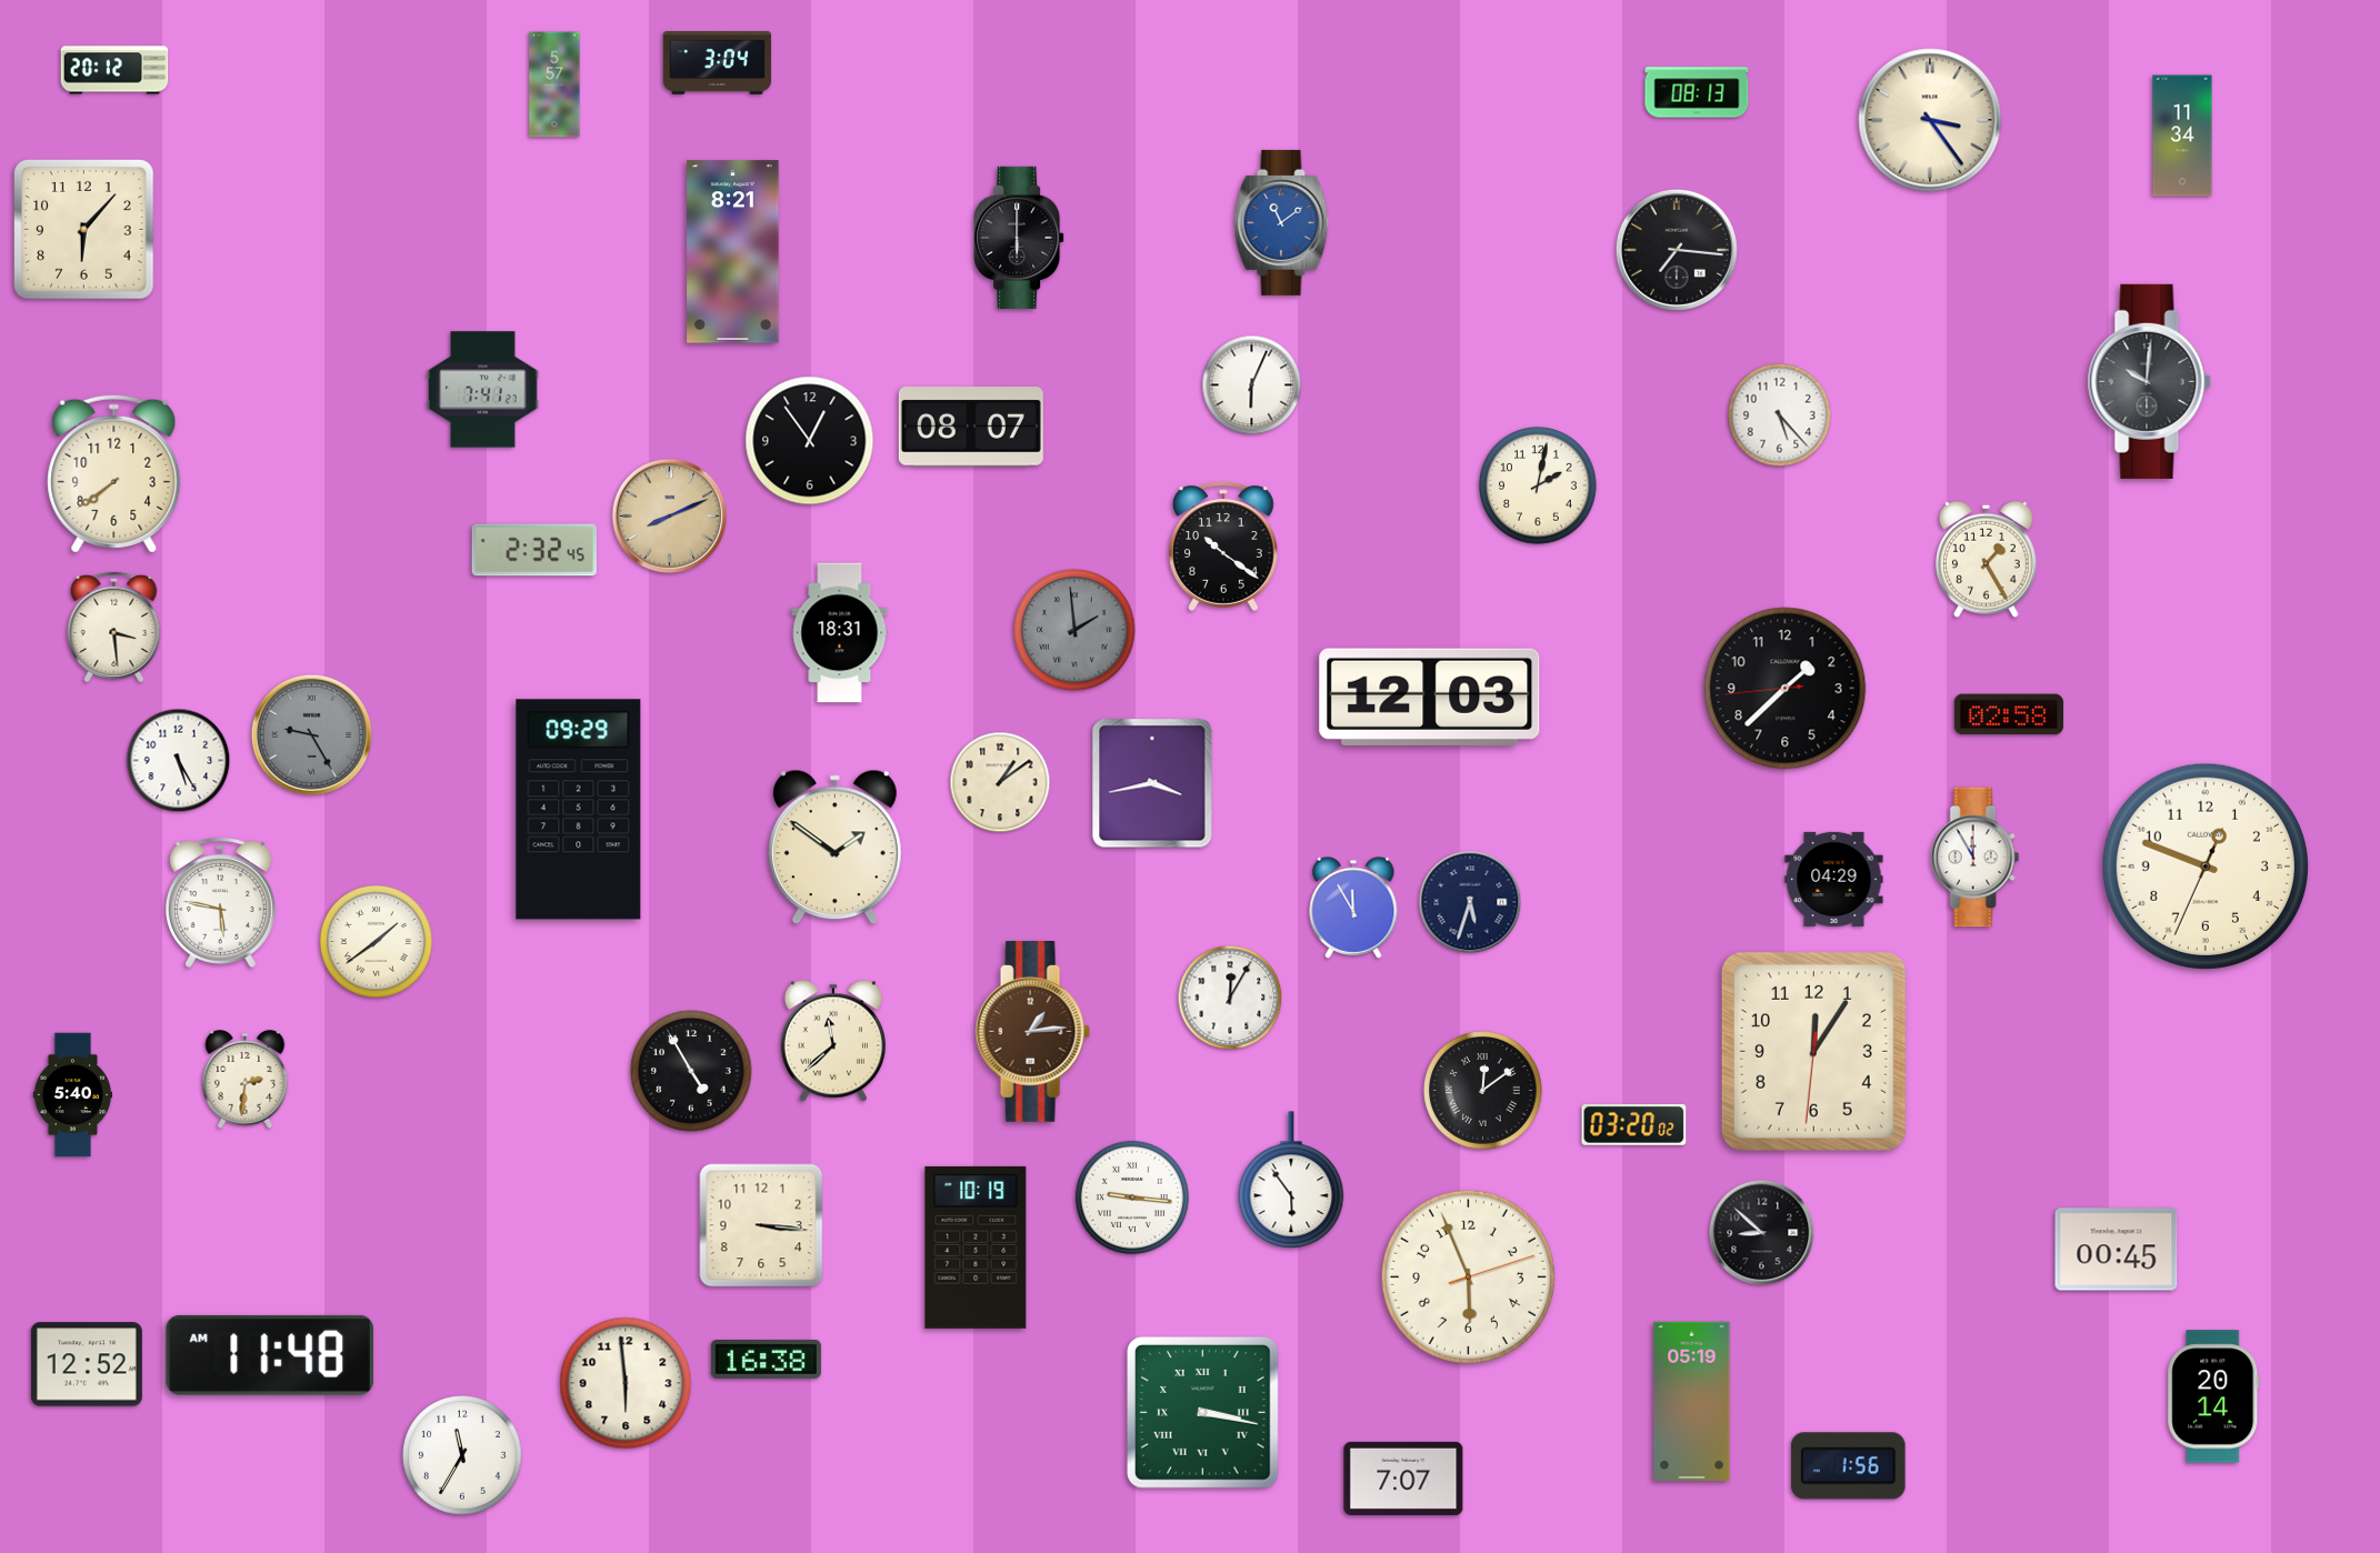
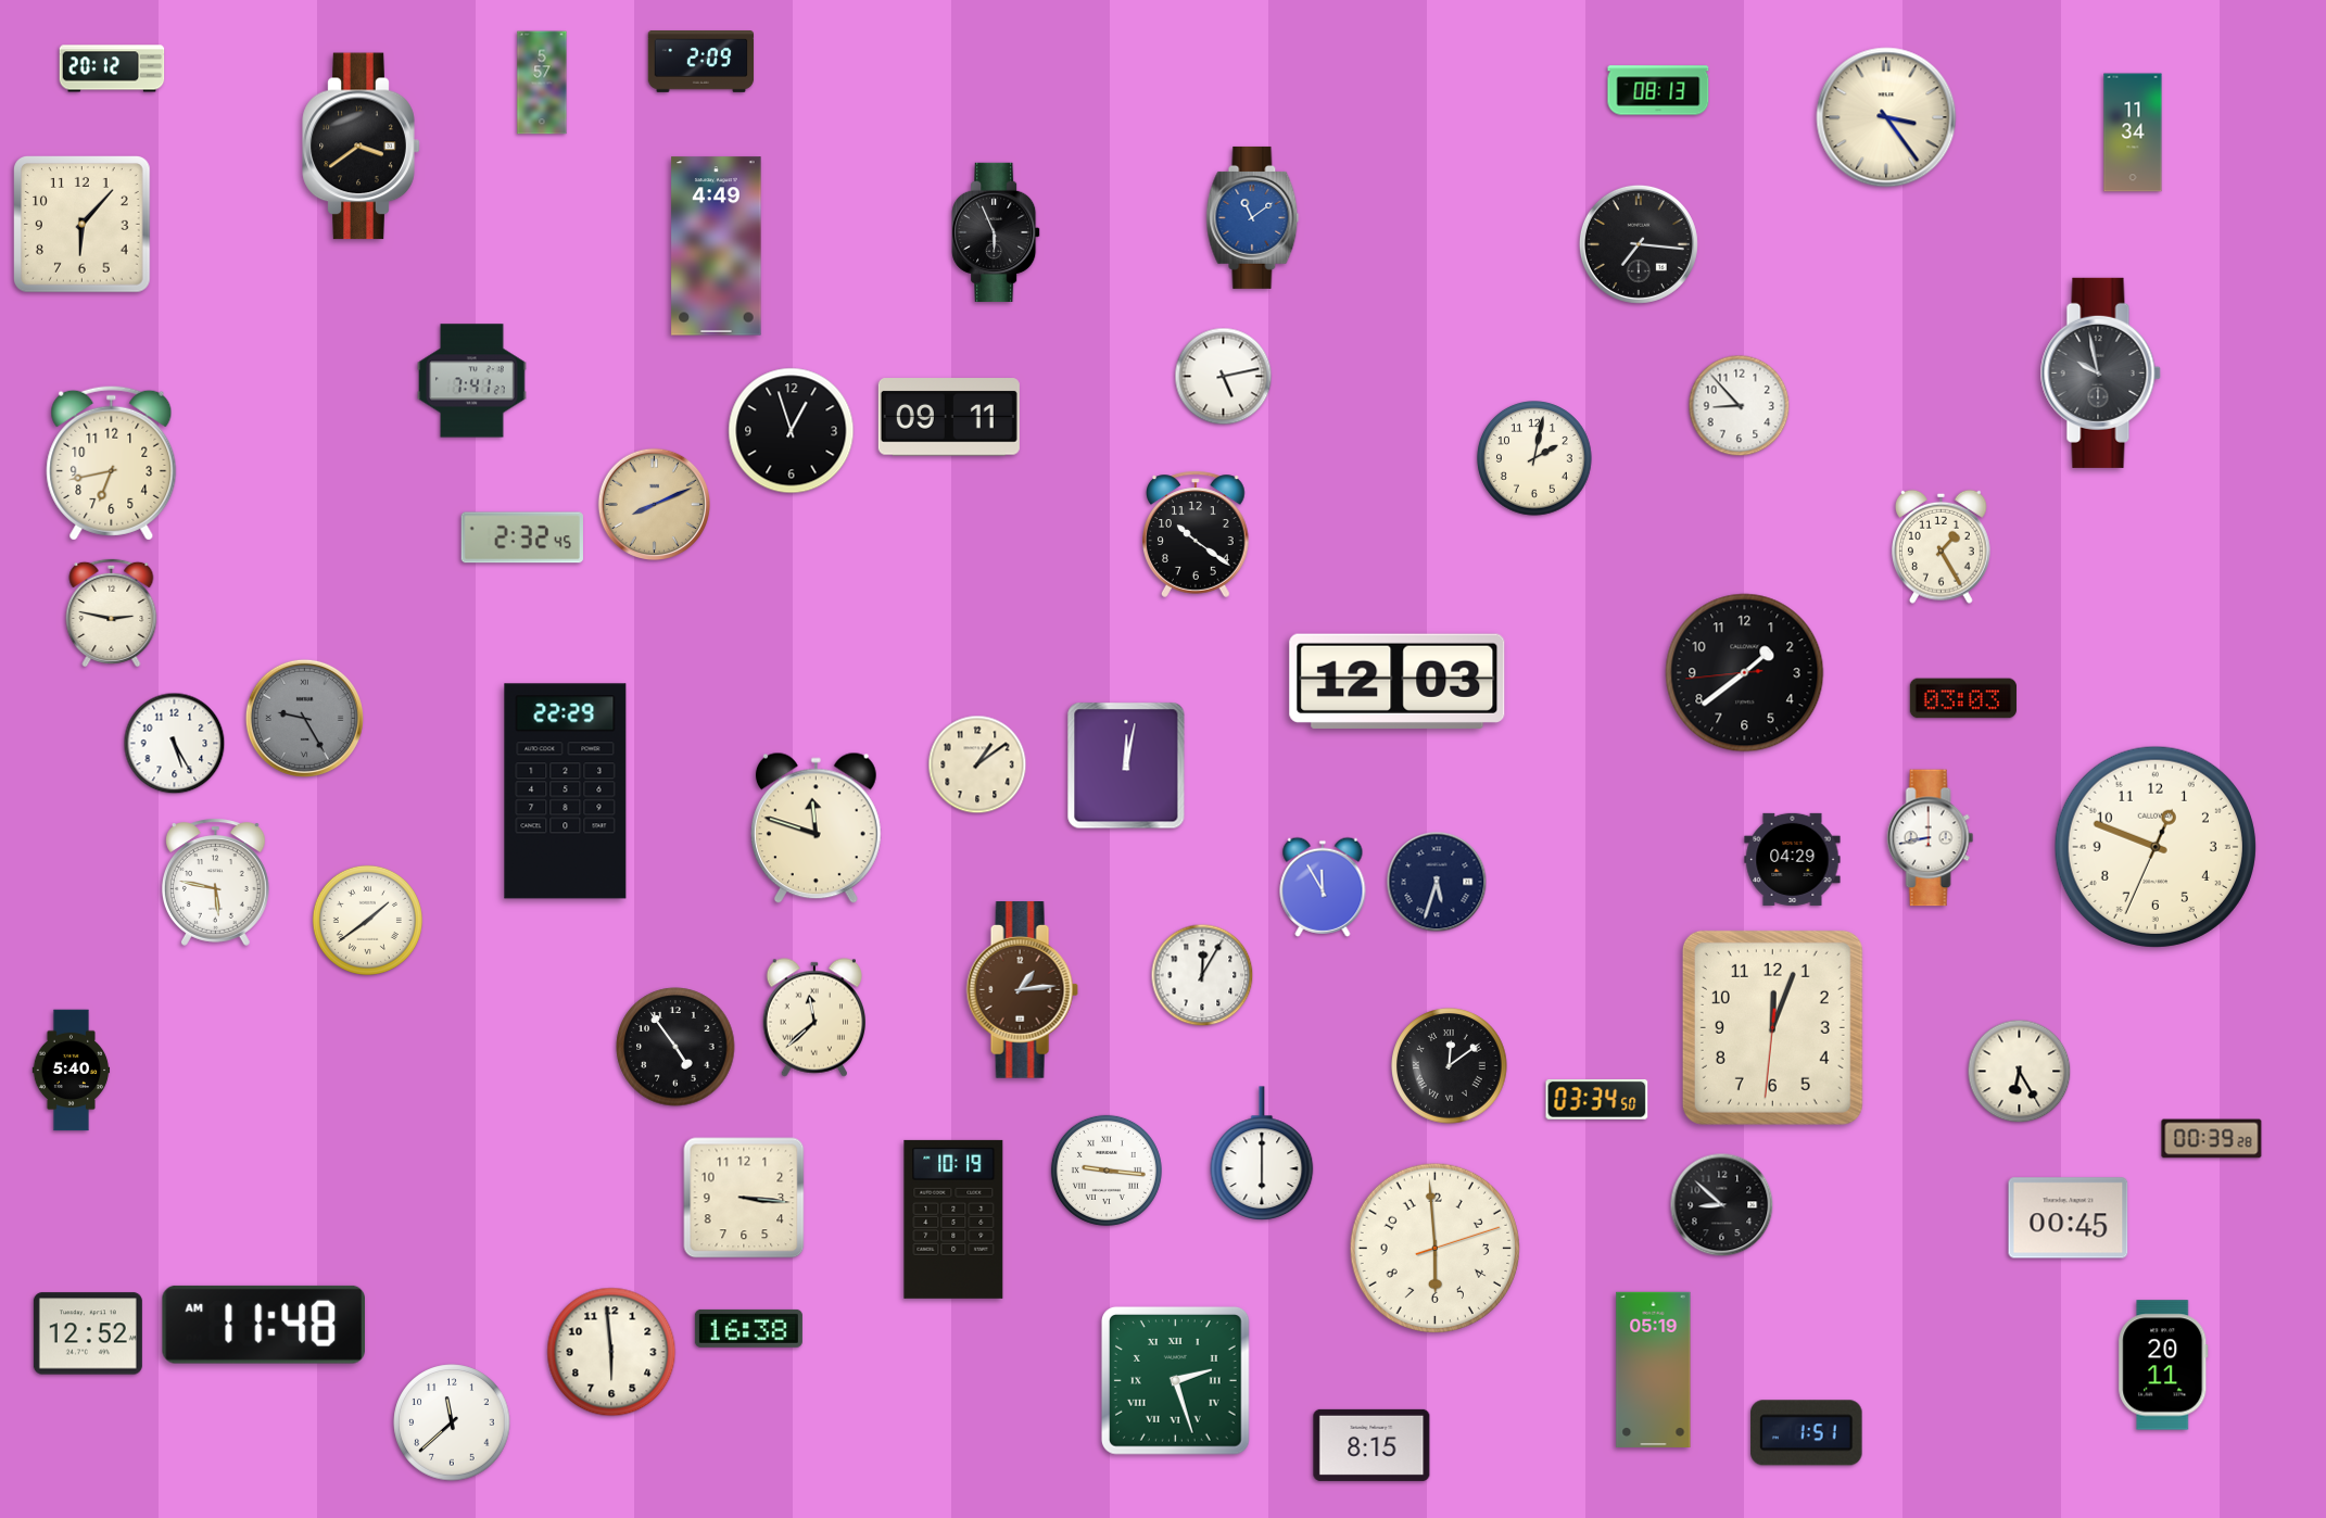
clock at (718, 63): 3:04 -> 2:09
clock at (362, 147): none -> 3:39
clock at (1019, 238): 6:00 -> 5:56
clock at (733, 252): 8:21 -> 4:49
clock at (2149, 381): 10:01 -> 9:58
clock at (1252, 385): 6:04 -> 5:13
clock at (1780, 415): 5:23 -> 8:53
clock at (971, 427): 08:07 -> 09:11
clock at (810, 441): 12:54 -> 12:57
clock at (114, 473): 7:39 -> 6:43
clock at (1539, 487) position: (1539, 487) -> (1535, 459)
clock at (114, 627): 3:29 -> 2:47
clock at (1074, 630): 1:59 -> none
clock at (840, 633): 18:31 -> none
clock at (1786, 689): 1:37 -> 1:38
clock at (2009, 714): 02:58 -> 03:03
clock at (1152, 783): 3:43 -> 12:02
clock at (579, 810): 09:29 -> 22:29
clock at (834, 848): 1:51 -> 11:48
clock at (1976, 858): 11:55 -> 8:43
clock at (1032, 1032) position: (1032, 1032) -> (1022, 990)
clock at (1813, 1051): 12:05 -> 12:03
clock at (691, 1071): 4:55 -> 4:54
clock at (246, 1079): 2:31 -> none
clock at (2020, 1072): none -> 6:25
clock at (1634, 1124): 03:20 -> 03:34
clock at (2212, 1139): none -> 00:39
clock at (1291, 1180): 5:54 -> 6:00
clock at (2117, 1250) position: (2117, 1250) -> (2069, 1218)
clock at (1468, 1276): 5:56 -> 5:59
clock at (87, 1364) position: (87, 1364) -> (88, 1333)
clock at (2213, 1396): 20:14 -> 20:11
clock at (1202, 1412): 3:17 -> 2:27
clock at (462, 1455): 11:35 -> 11:38
clock at (1849, 1466): 1:56 -> 1:51
clock at (1403, 1479): 7:07 -> 8:15
